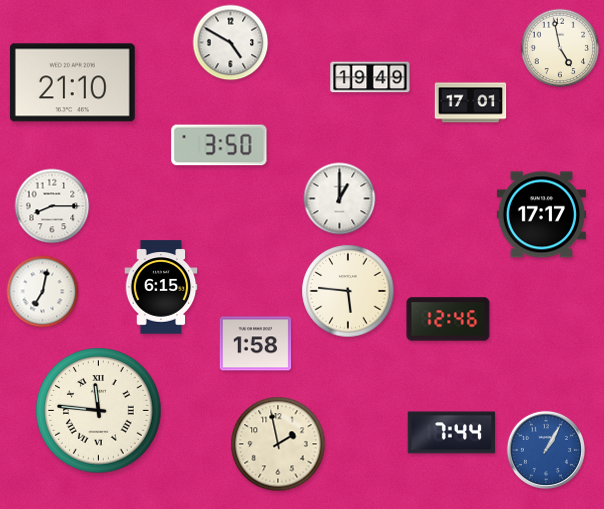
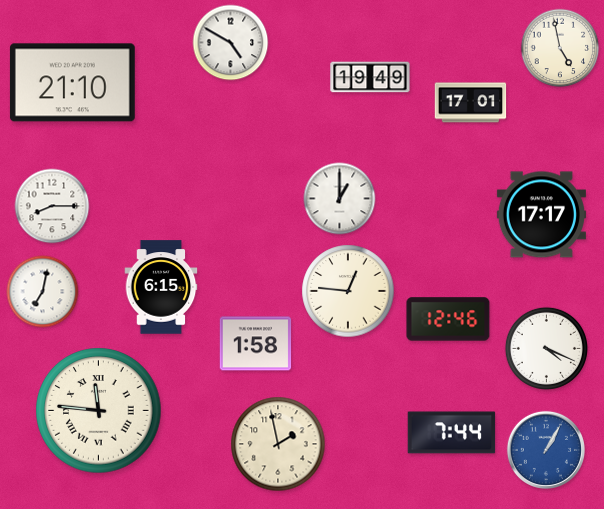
clock at (219, 145): 3:50 -> none
clock at (348, 291): 5:46 -> 12:46
clock at (546, 348): none -> 4:19
